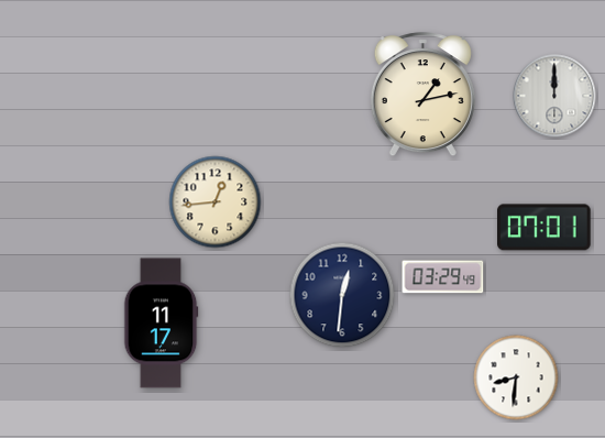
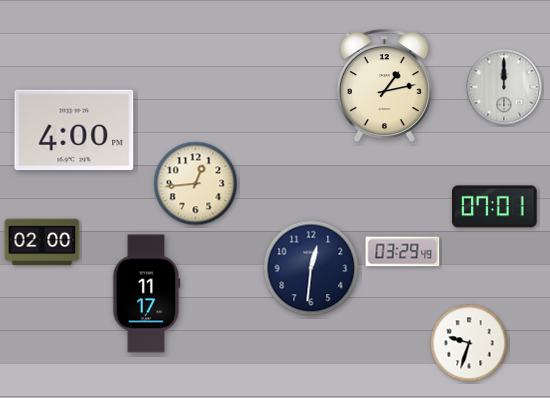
clock at (74, 130): none -> 4:00
clock at (42, 242): none -> 02:00
clock at (516, 377): 8:31 -> 9:33
